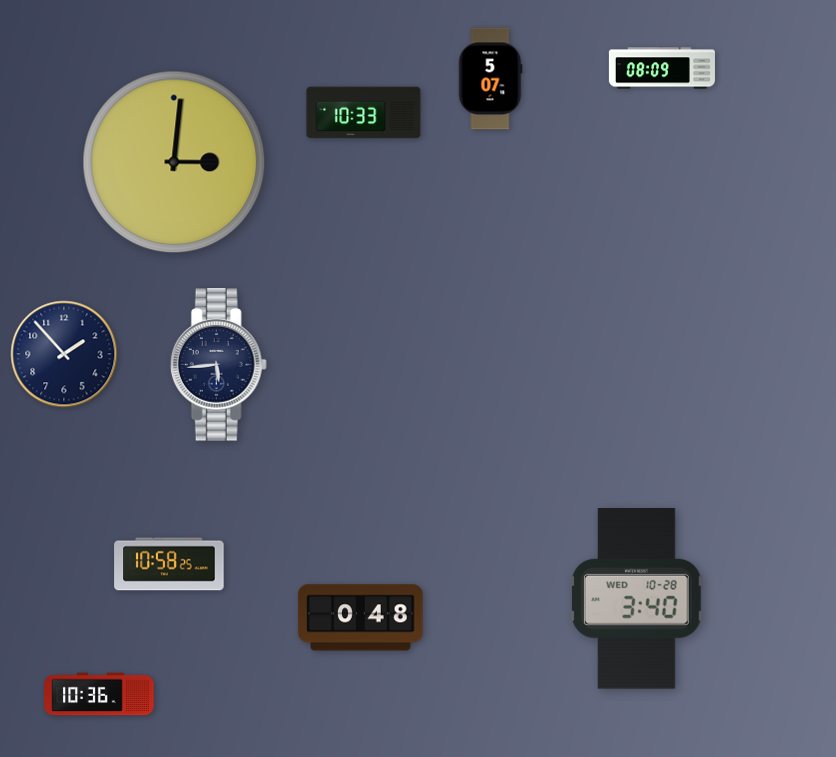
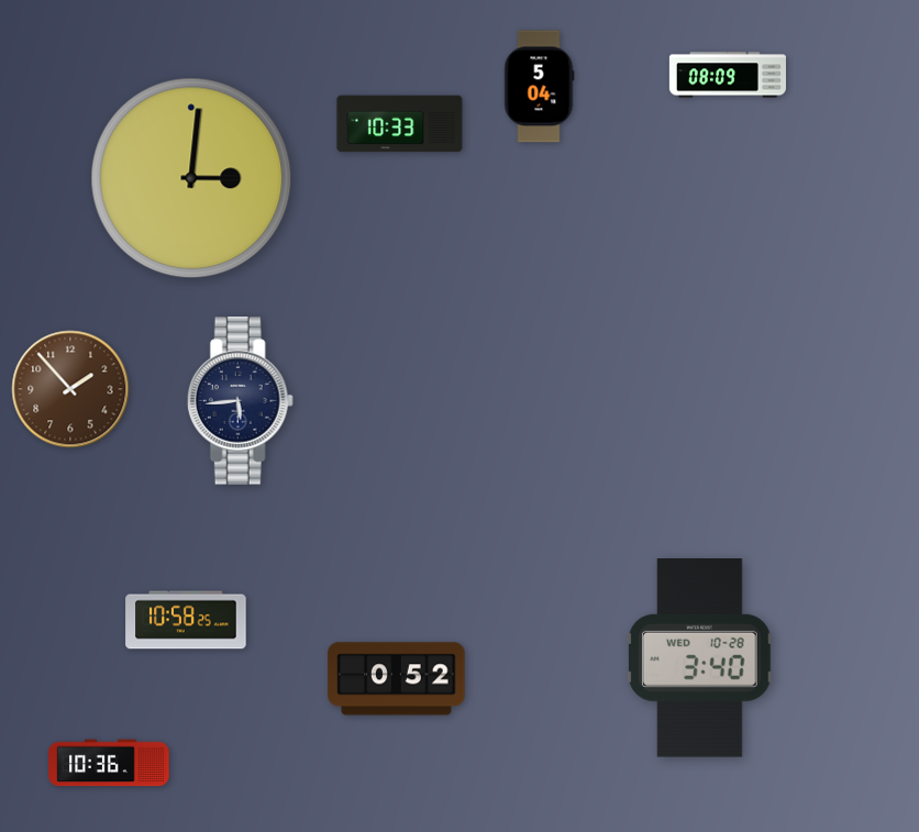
clock at (490, 79): 5:07 -> 5:04
clock at (64, 354) dial: navy -> brown
clock at (361, 618): 0:48 -> 0:52
